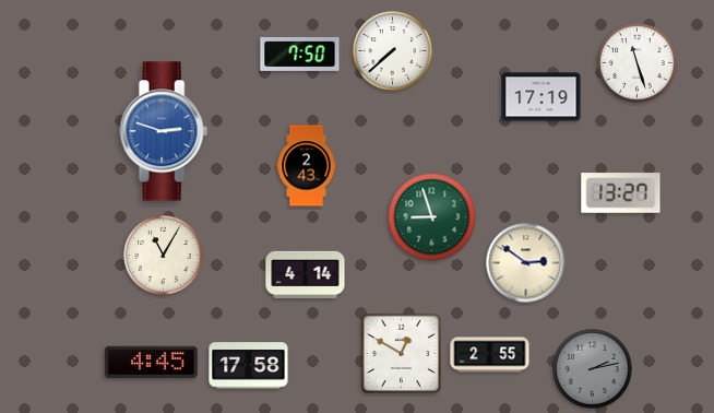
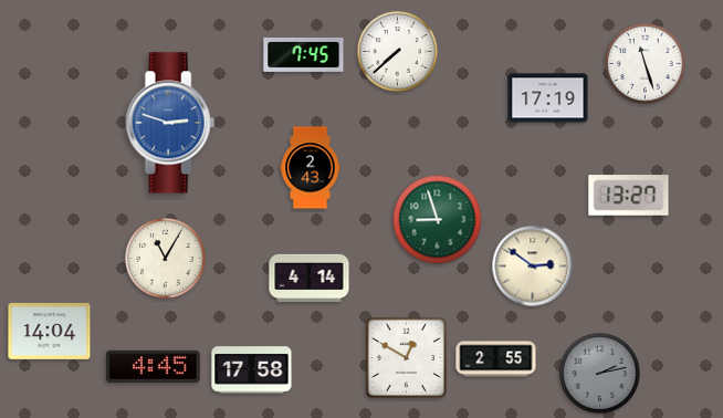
clock at (300, 55): 7:50 -> 7:45
clock at (164, 131) position: (164, 131) -> (170, 123)
clock at (50, 331): none -> 14:04
